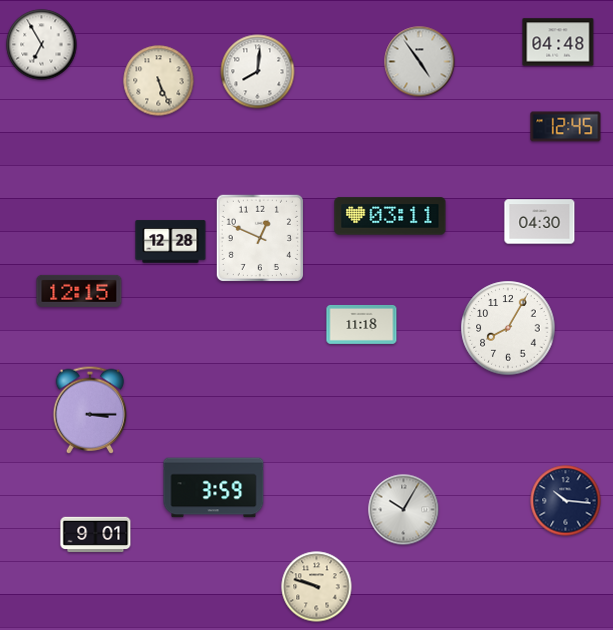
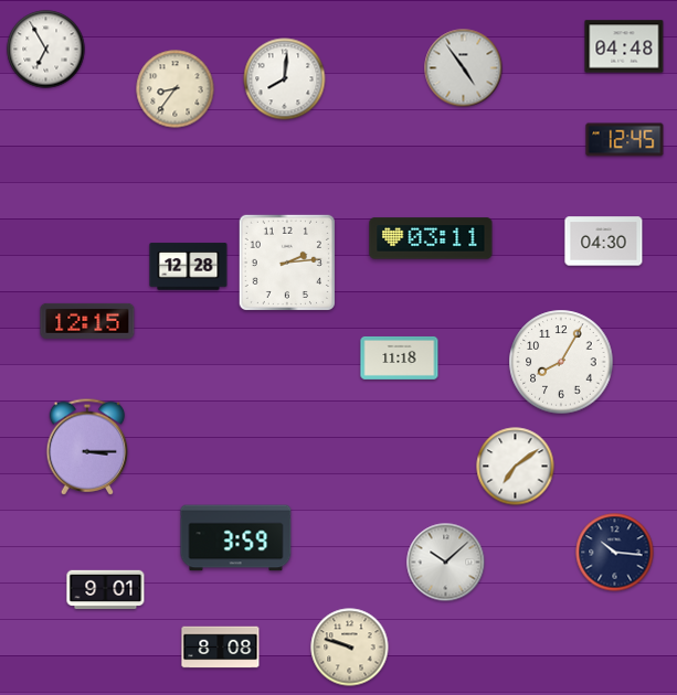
clock at (558, 42) position: (558, 42) -> (624, 46)
clock at (159, 81): 5:26 -> 8:36
clock at (540, 222) position: (540, 222) -> (604, 242)
clock at (260, 238): 12:49 -> 2:14
clock at (90, 410) position: (90, 410) -> (87, 447)
clock at (516, 467): none -> 7:09
clock at (566, 501) position: (566, 501) -> (615, 553)
clock at (404, 510): 10:05 -> 10:08
clock at (221, 648): none -> 8:08
